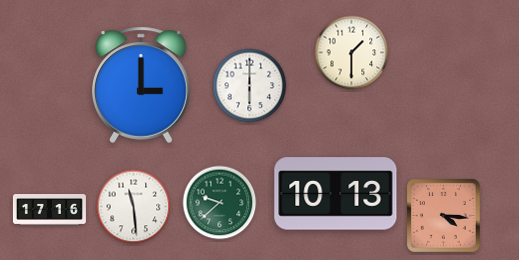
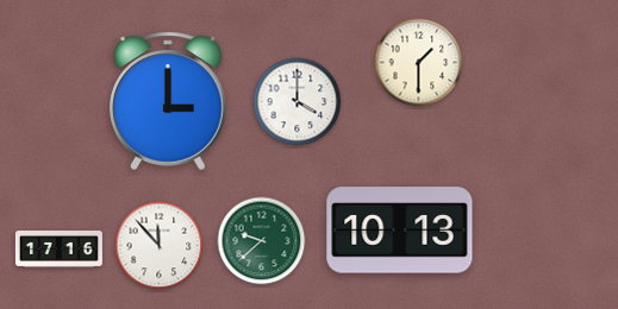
clock at (250, 86): 6:00 -> 4:00
clock at (134, 207): 11:29 -> 11:53
clock at (443, 215): 4:16 -> none
